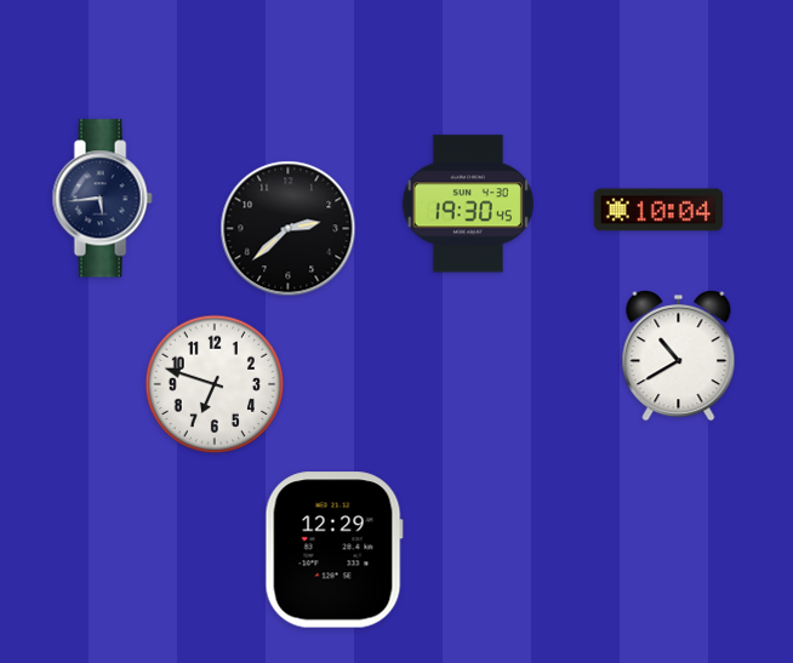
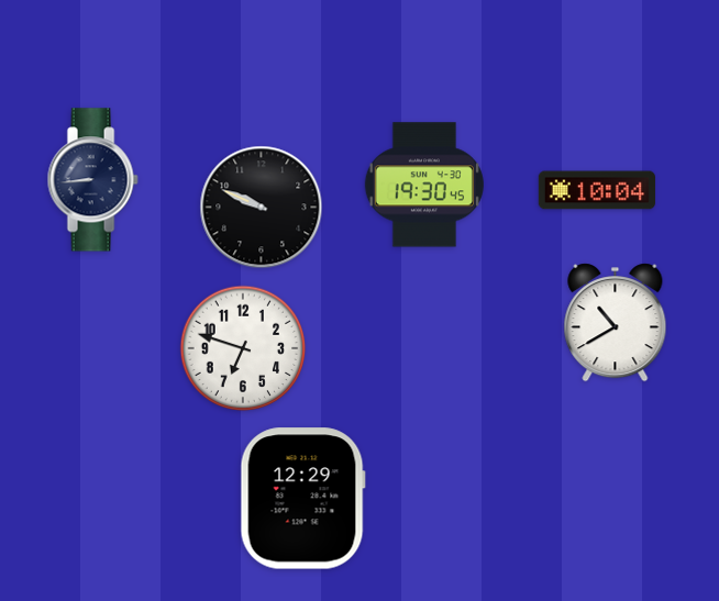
clock at (102, 199): 5:44 -> 8:44
clock at (289, 229): 2:38 -> 9:49
clock at (215, 384) position: (215, 384) -> (243, 348)
